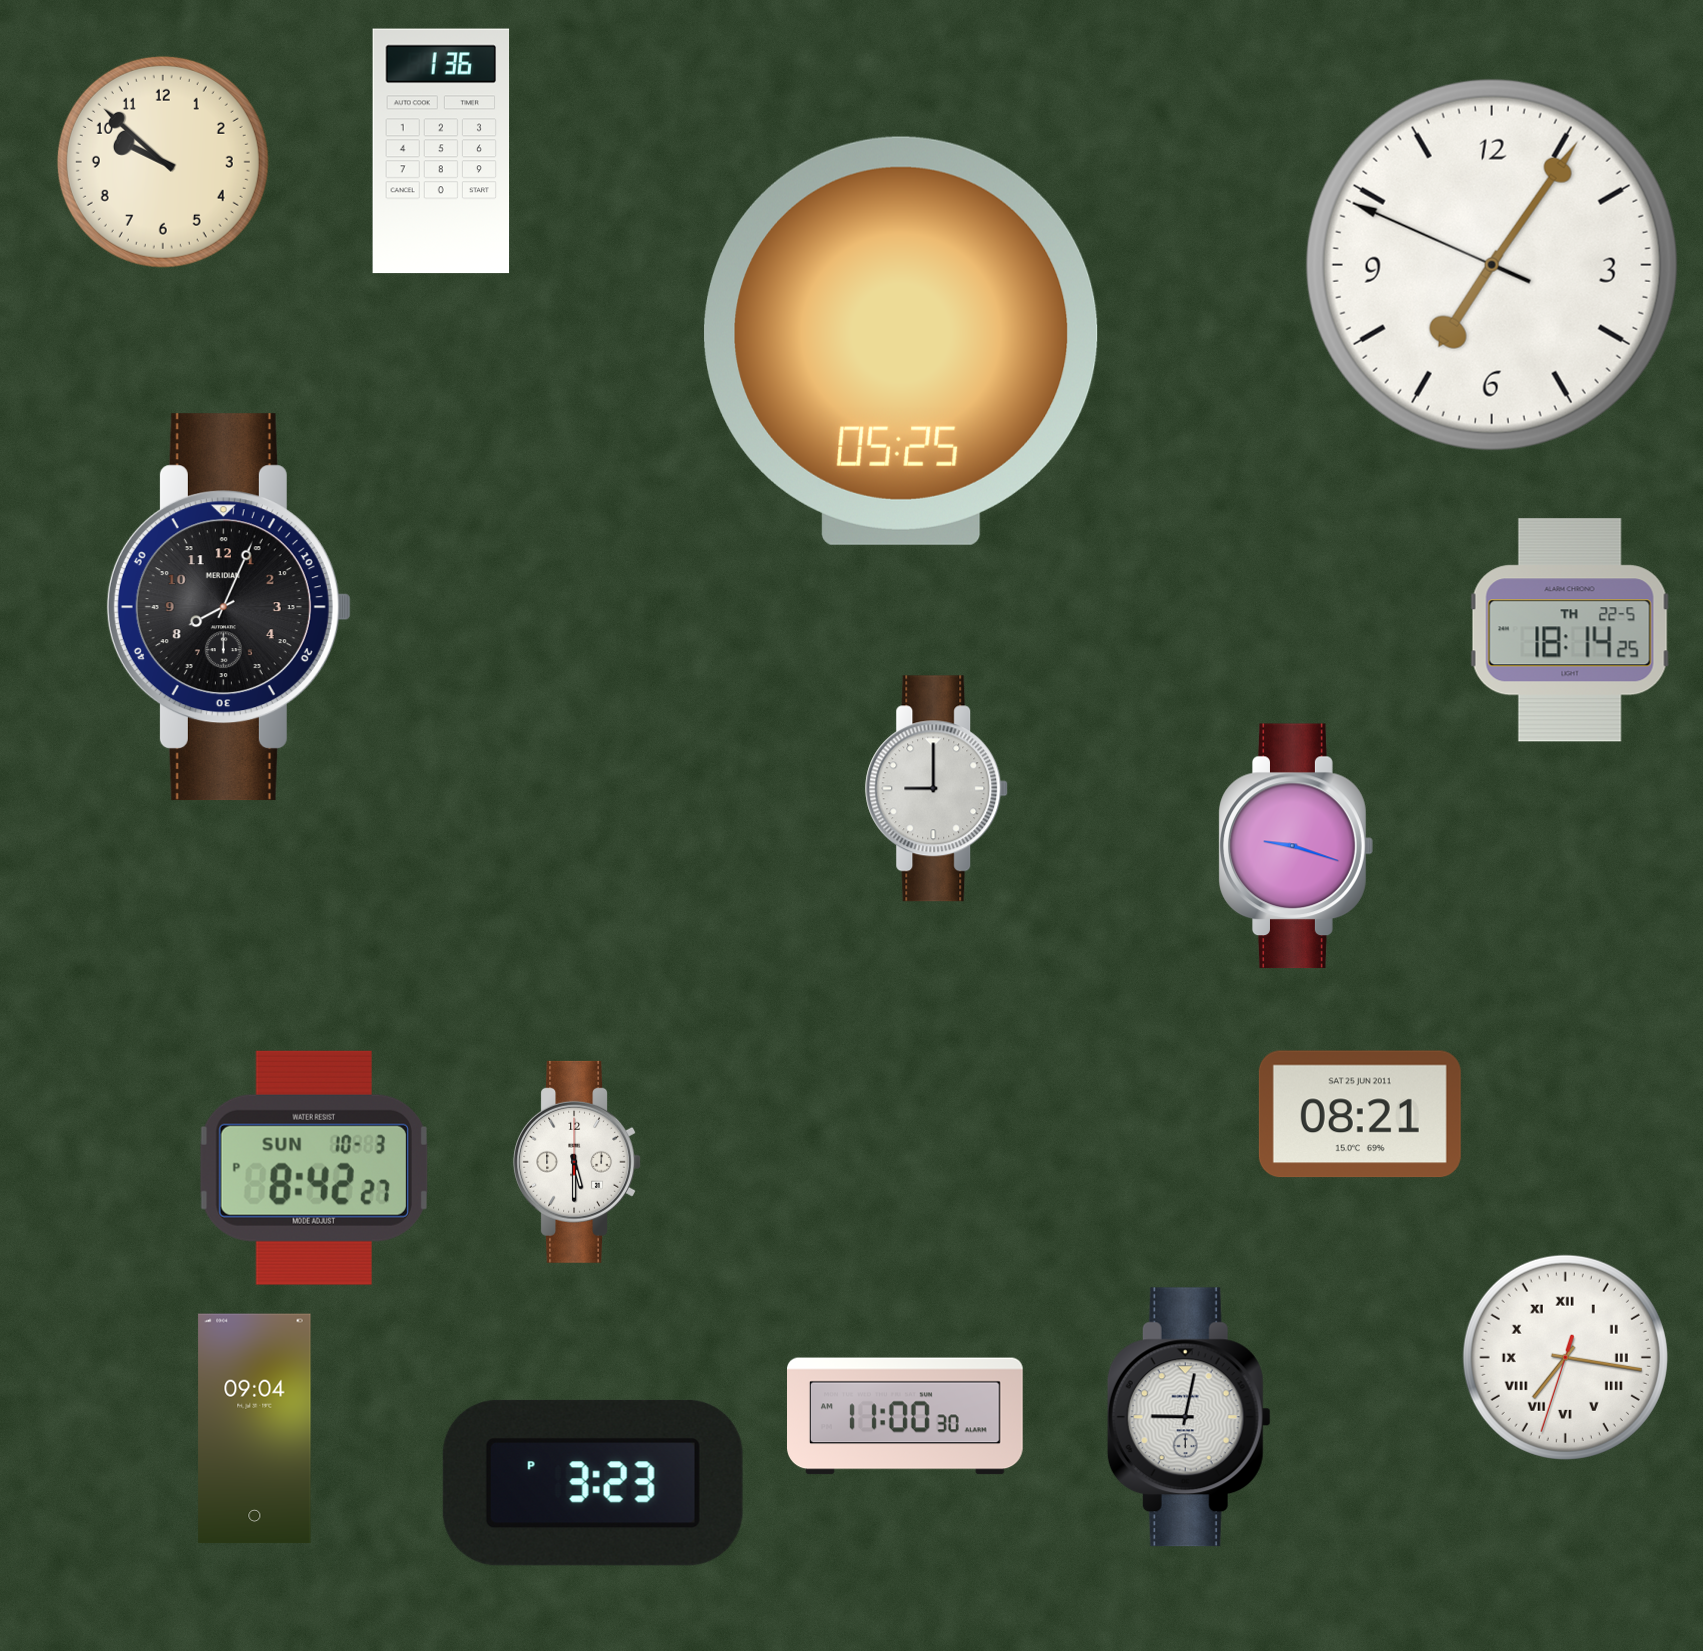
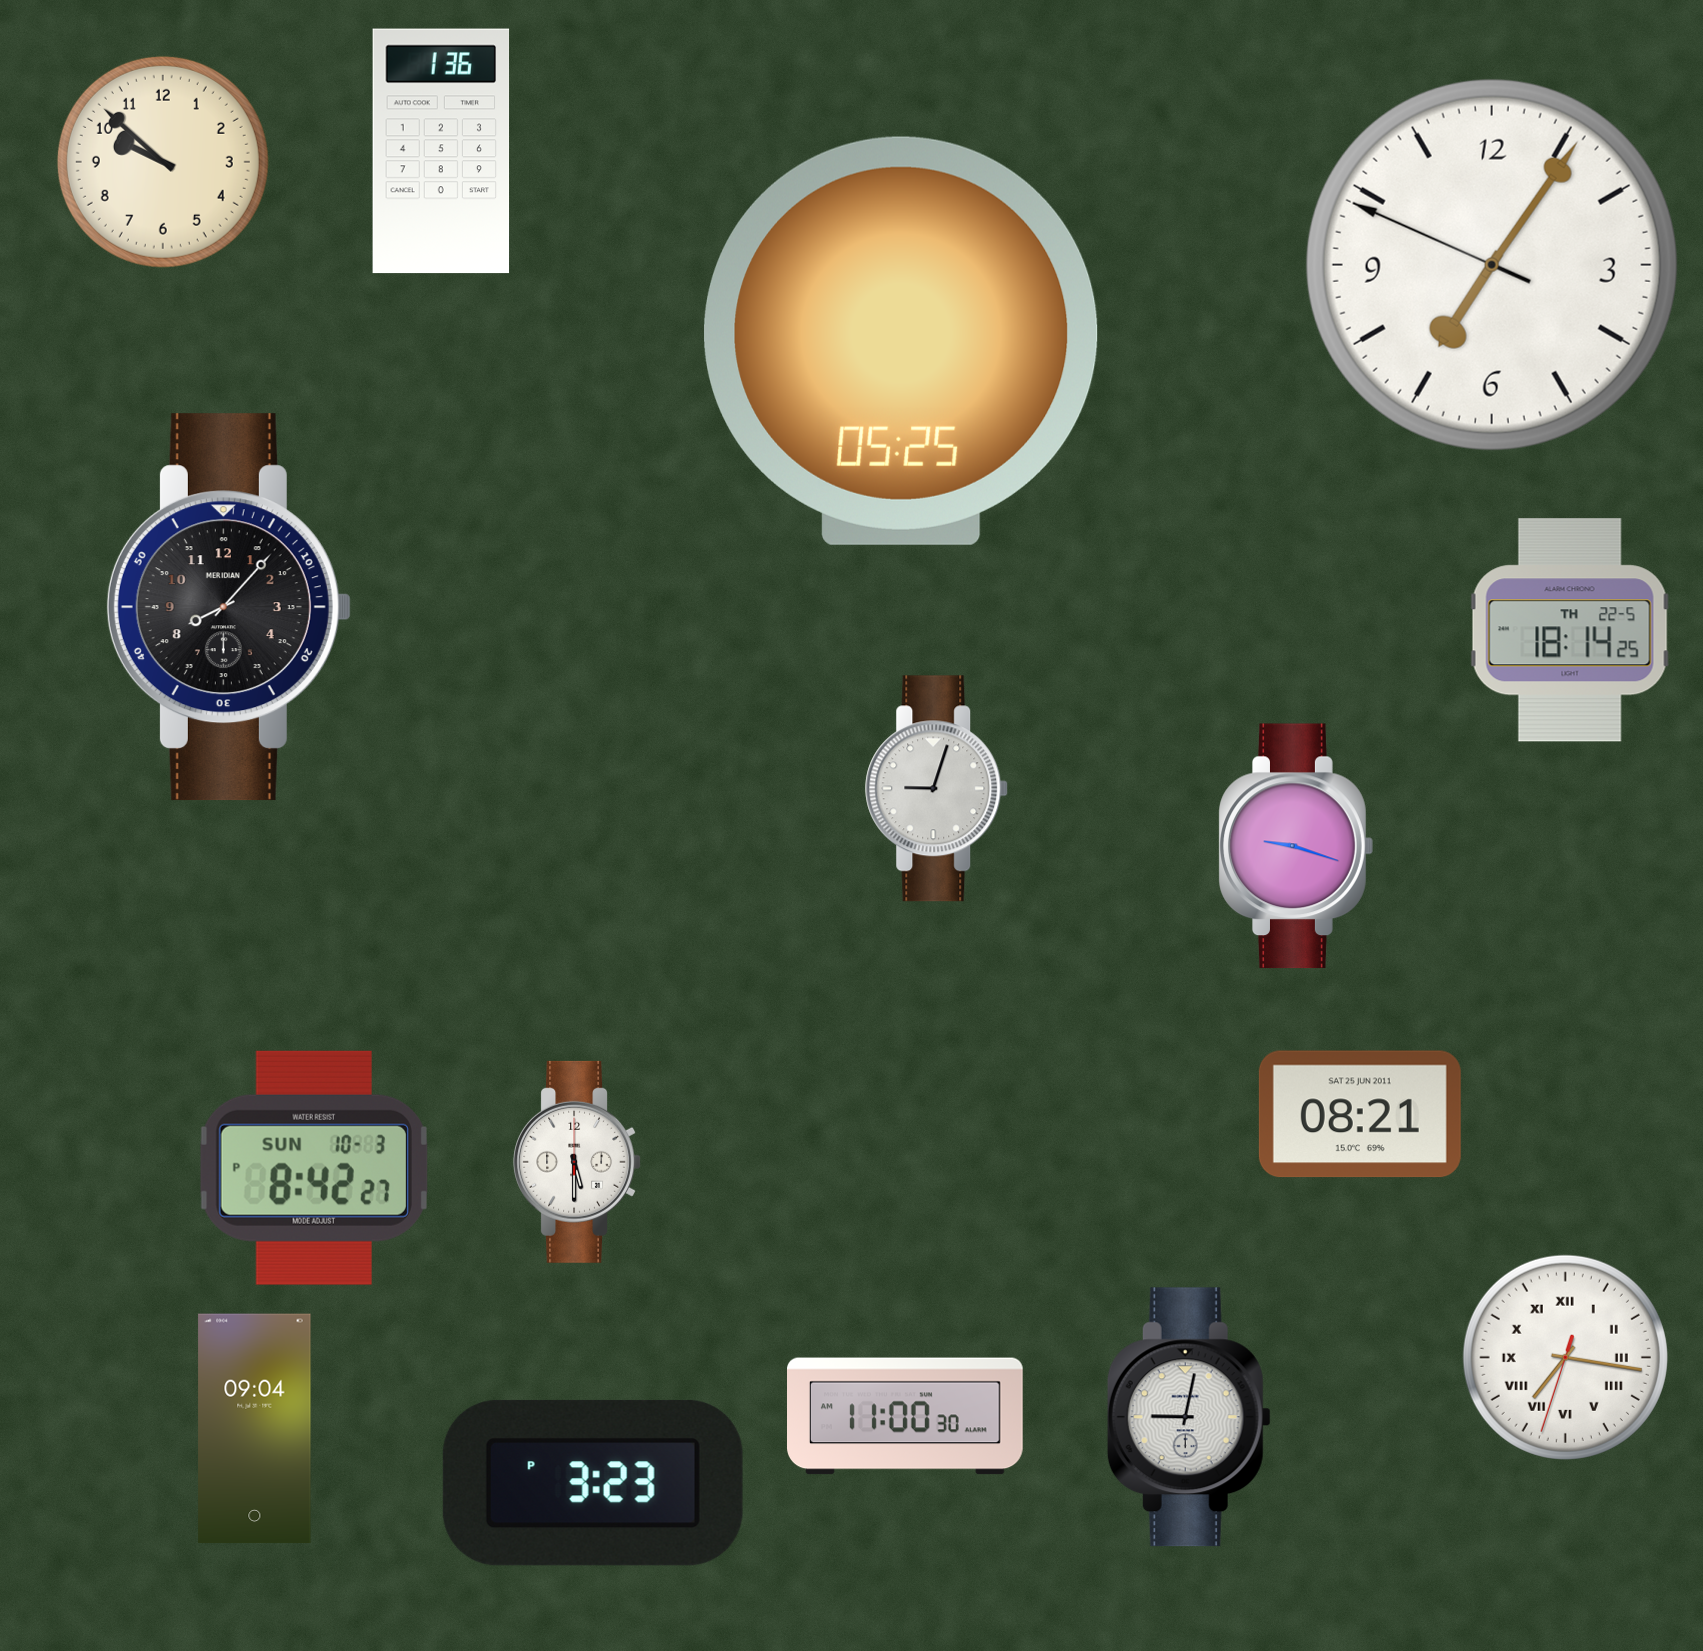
clock at (229, 607): 8:04 -> 8:07
clock at (937, 789): 9:00 -> 9:03
